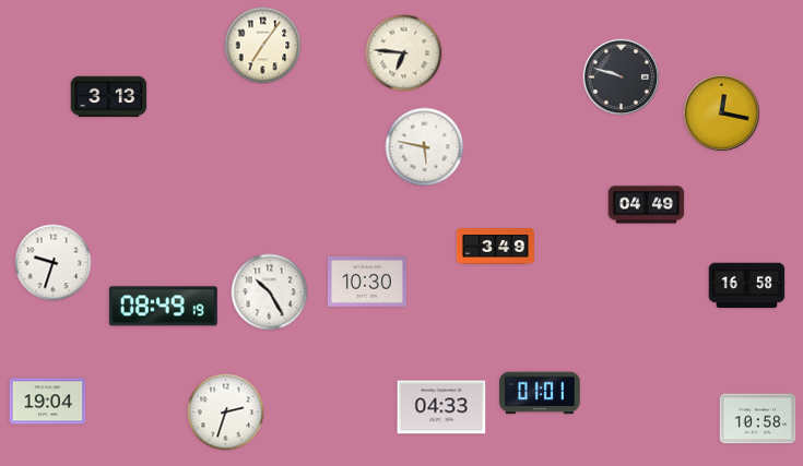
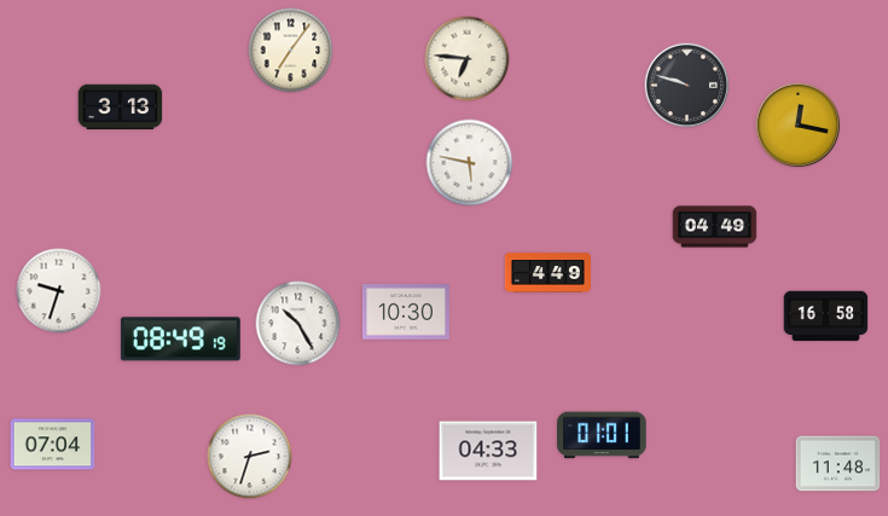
clock at (404, 53) position: (404, 53) -> (468, 59)
clock at (495, 247): 3:49 -> 4:49
clock at (540, 393) position: (540, 393) -> (602, 435)
clock at (48, 402): 19:04 -> 07:04
clock at (758, 419): 10:58 -> 11:48
